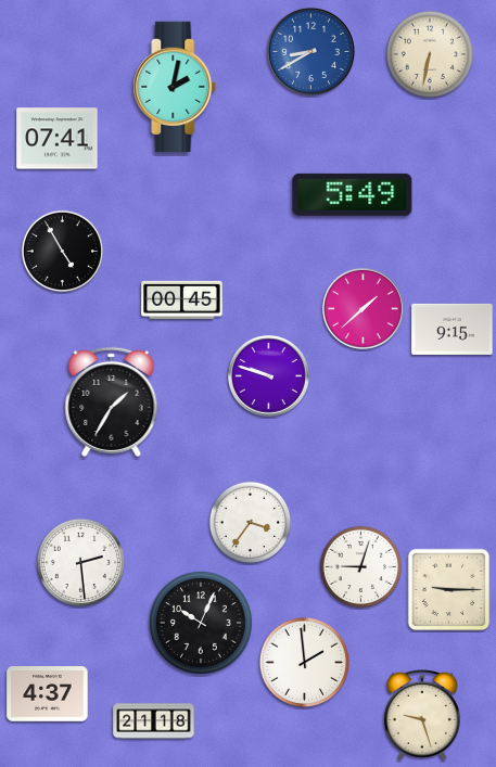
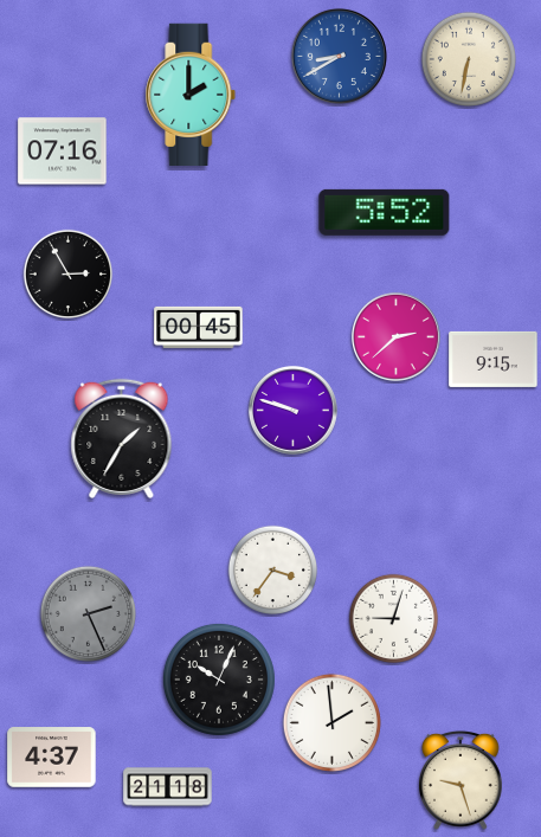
clock at (175, 86): 2:02 -> 2:00
clock at (58, 139): 07:41 -> 07:16
clock at (353, 194): 5:49 -> 5:52
clock at (63, 252): 4:55 -> 2:55
clock at (363, 308): 1:38 -> 2:38
clock at (80, 562): 2:29 -> 2:26
clock at (80, 562) dial: white -> grey
clock at (449, 590): 9:15 -> none
